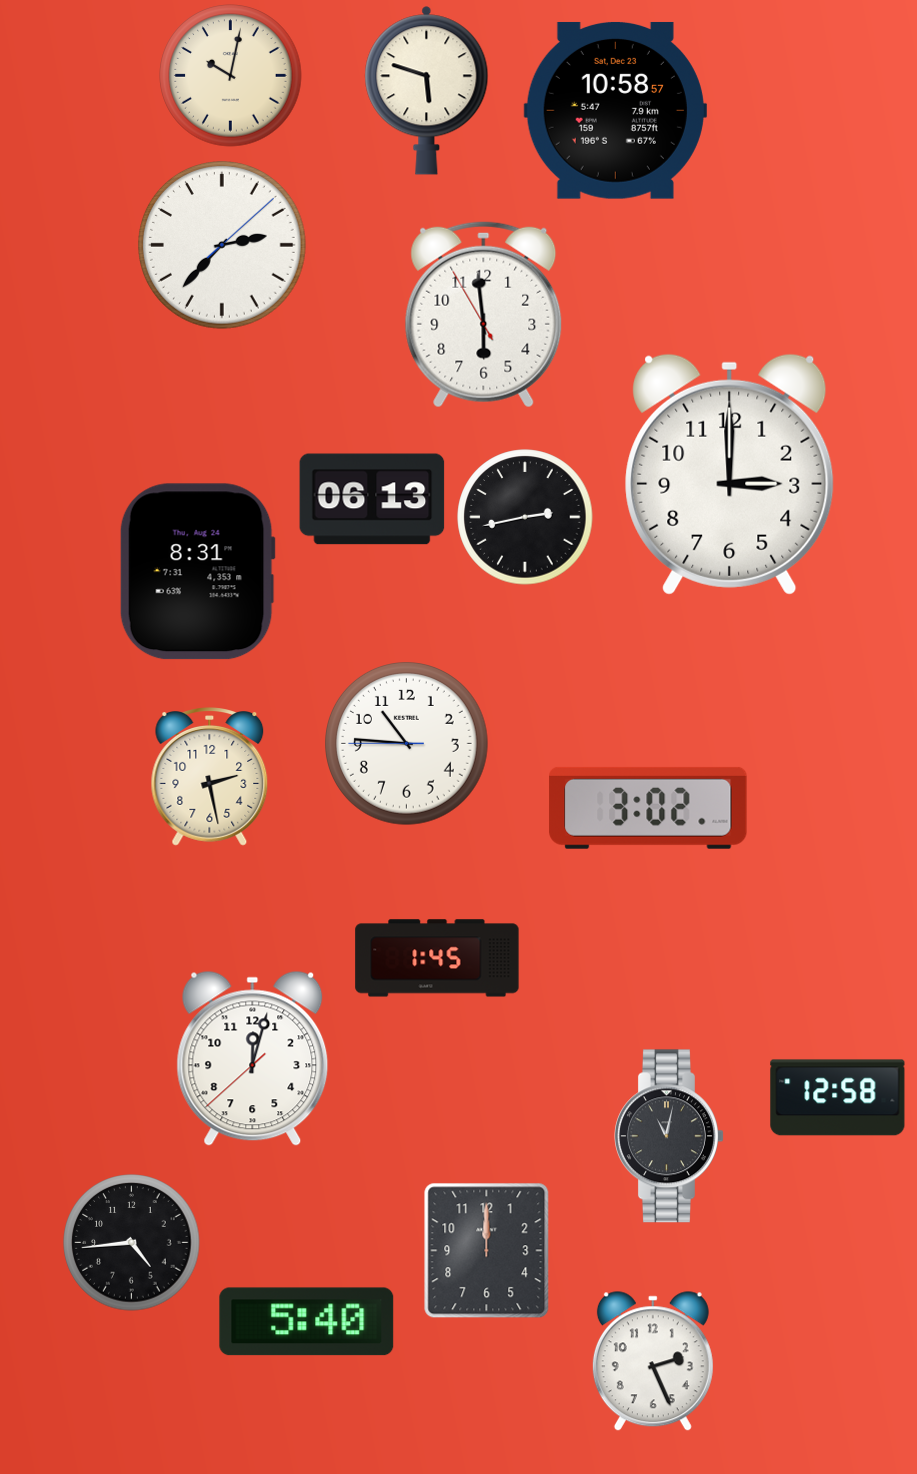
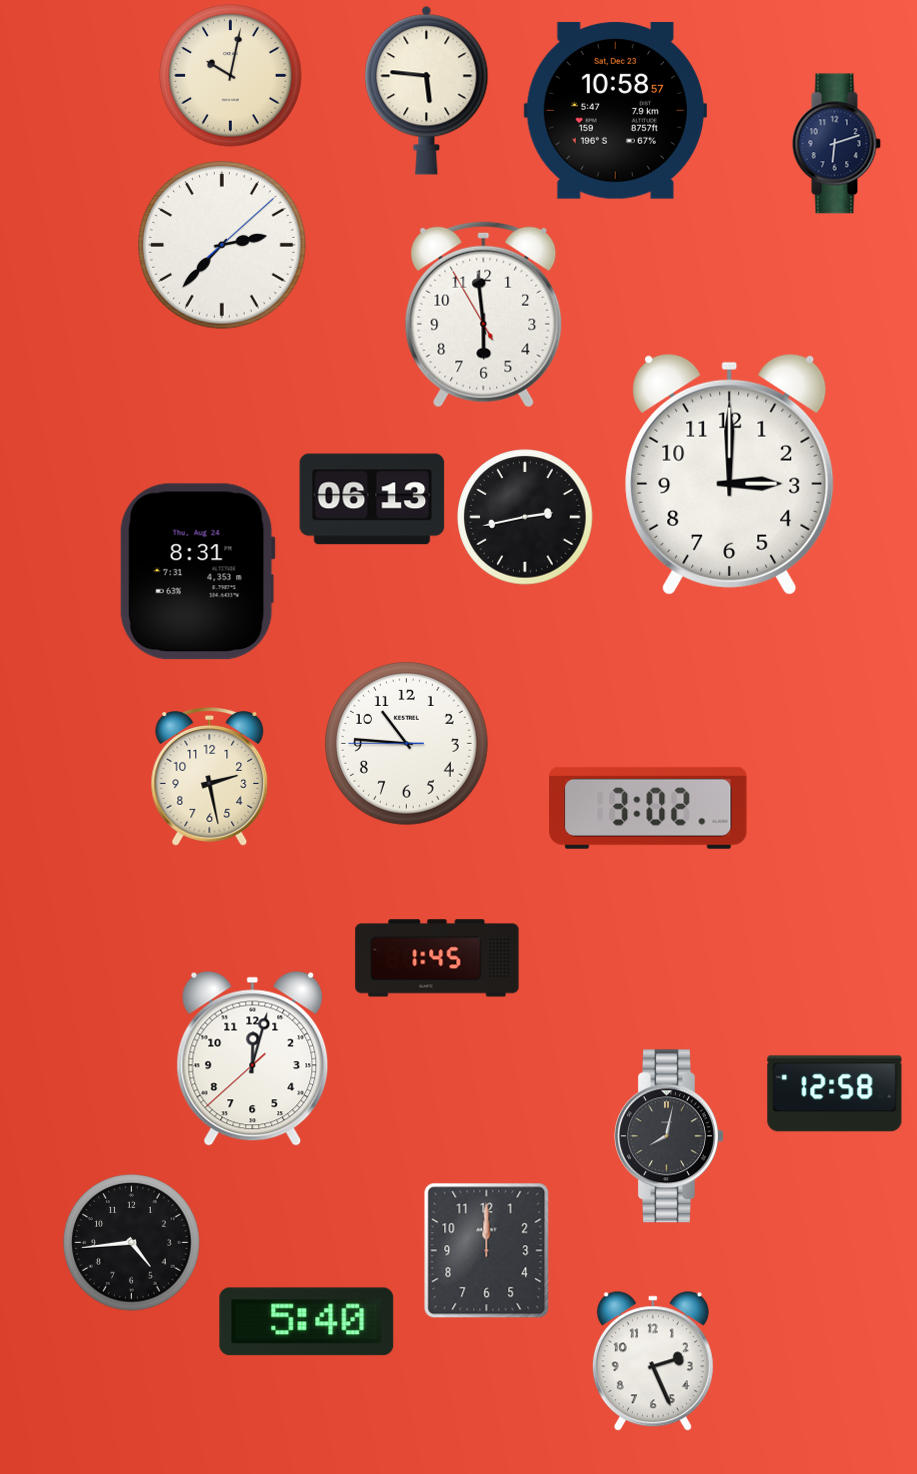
clock at (427, 90): 5:48 -> 5:46
clock at (836, 144): none -> 6:12
clock at (838, 1098) position: (838, 1098) -> (835, 1094)
clock at (670, 1136): 11:02 -> 8:02
